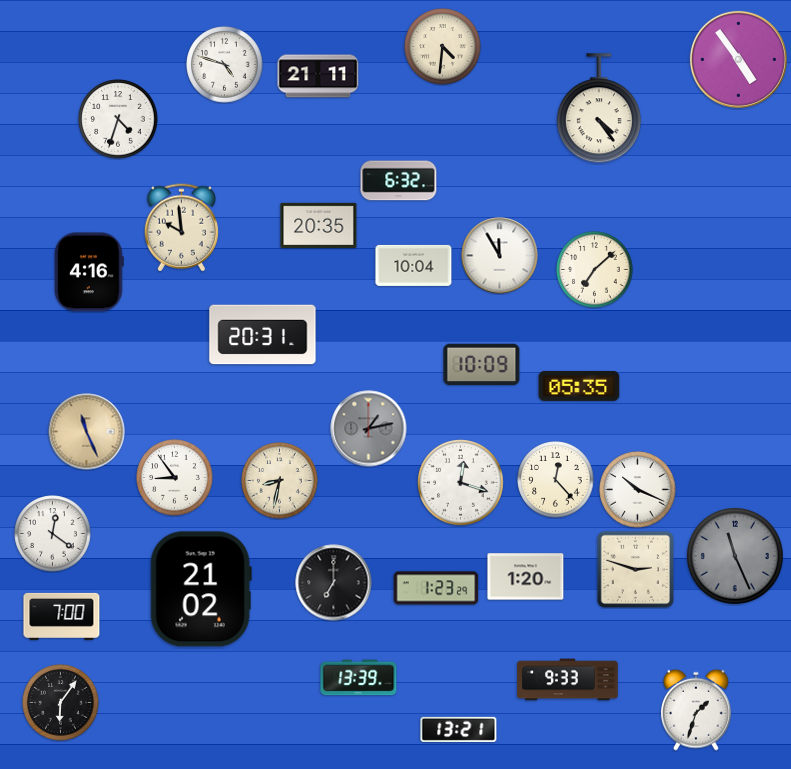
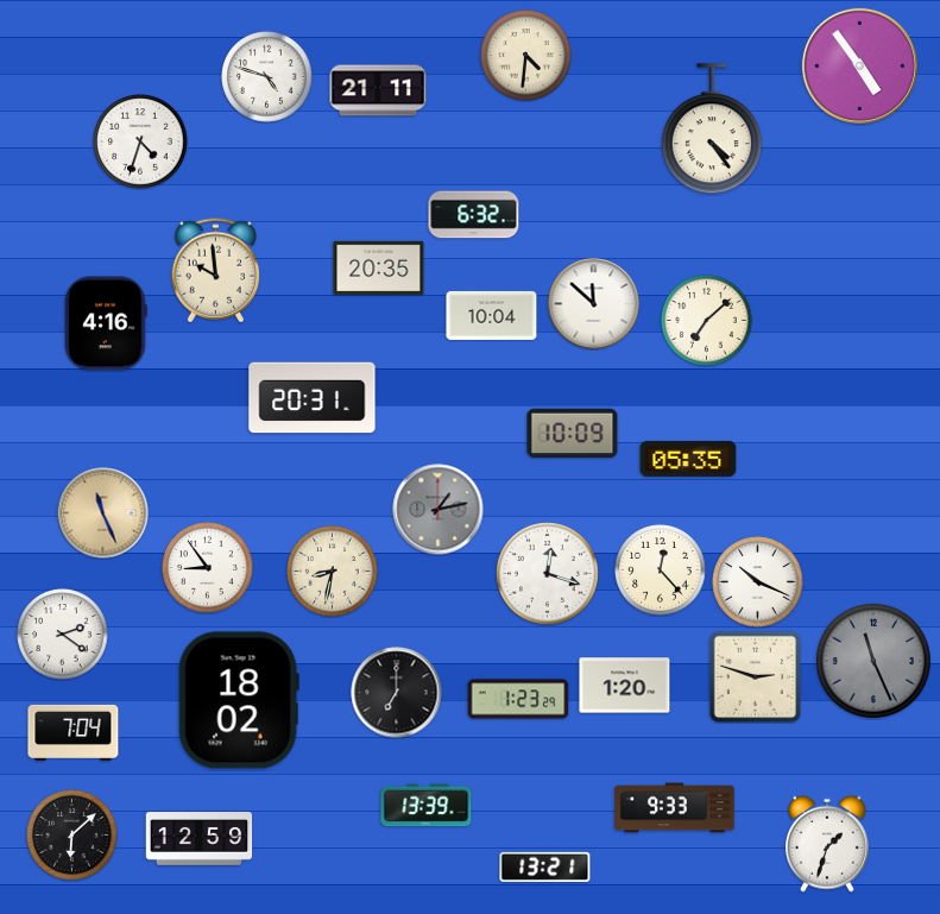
clock at (738, 59) position: (738, 59) -> (859, 65)
clock at (500, 256): 11:55 -> 11:52
clock at (53, 534): 12:21 -> 2:21
clock at (201, 589): 21:02 -> 18:02
clock at (62, 616): 7:00 -> 7:04
clock at (61, 703): 6:06 -> 6:08
clock at (200, 839): none -> 12:59
